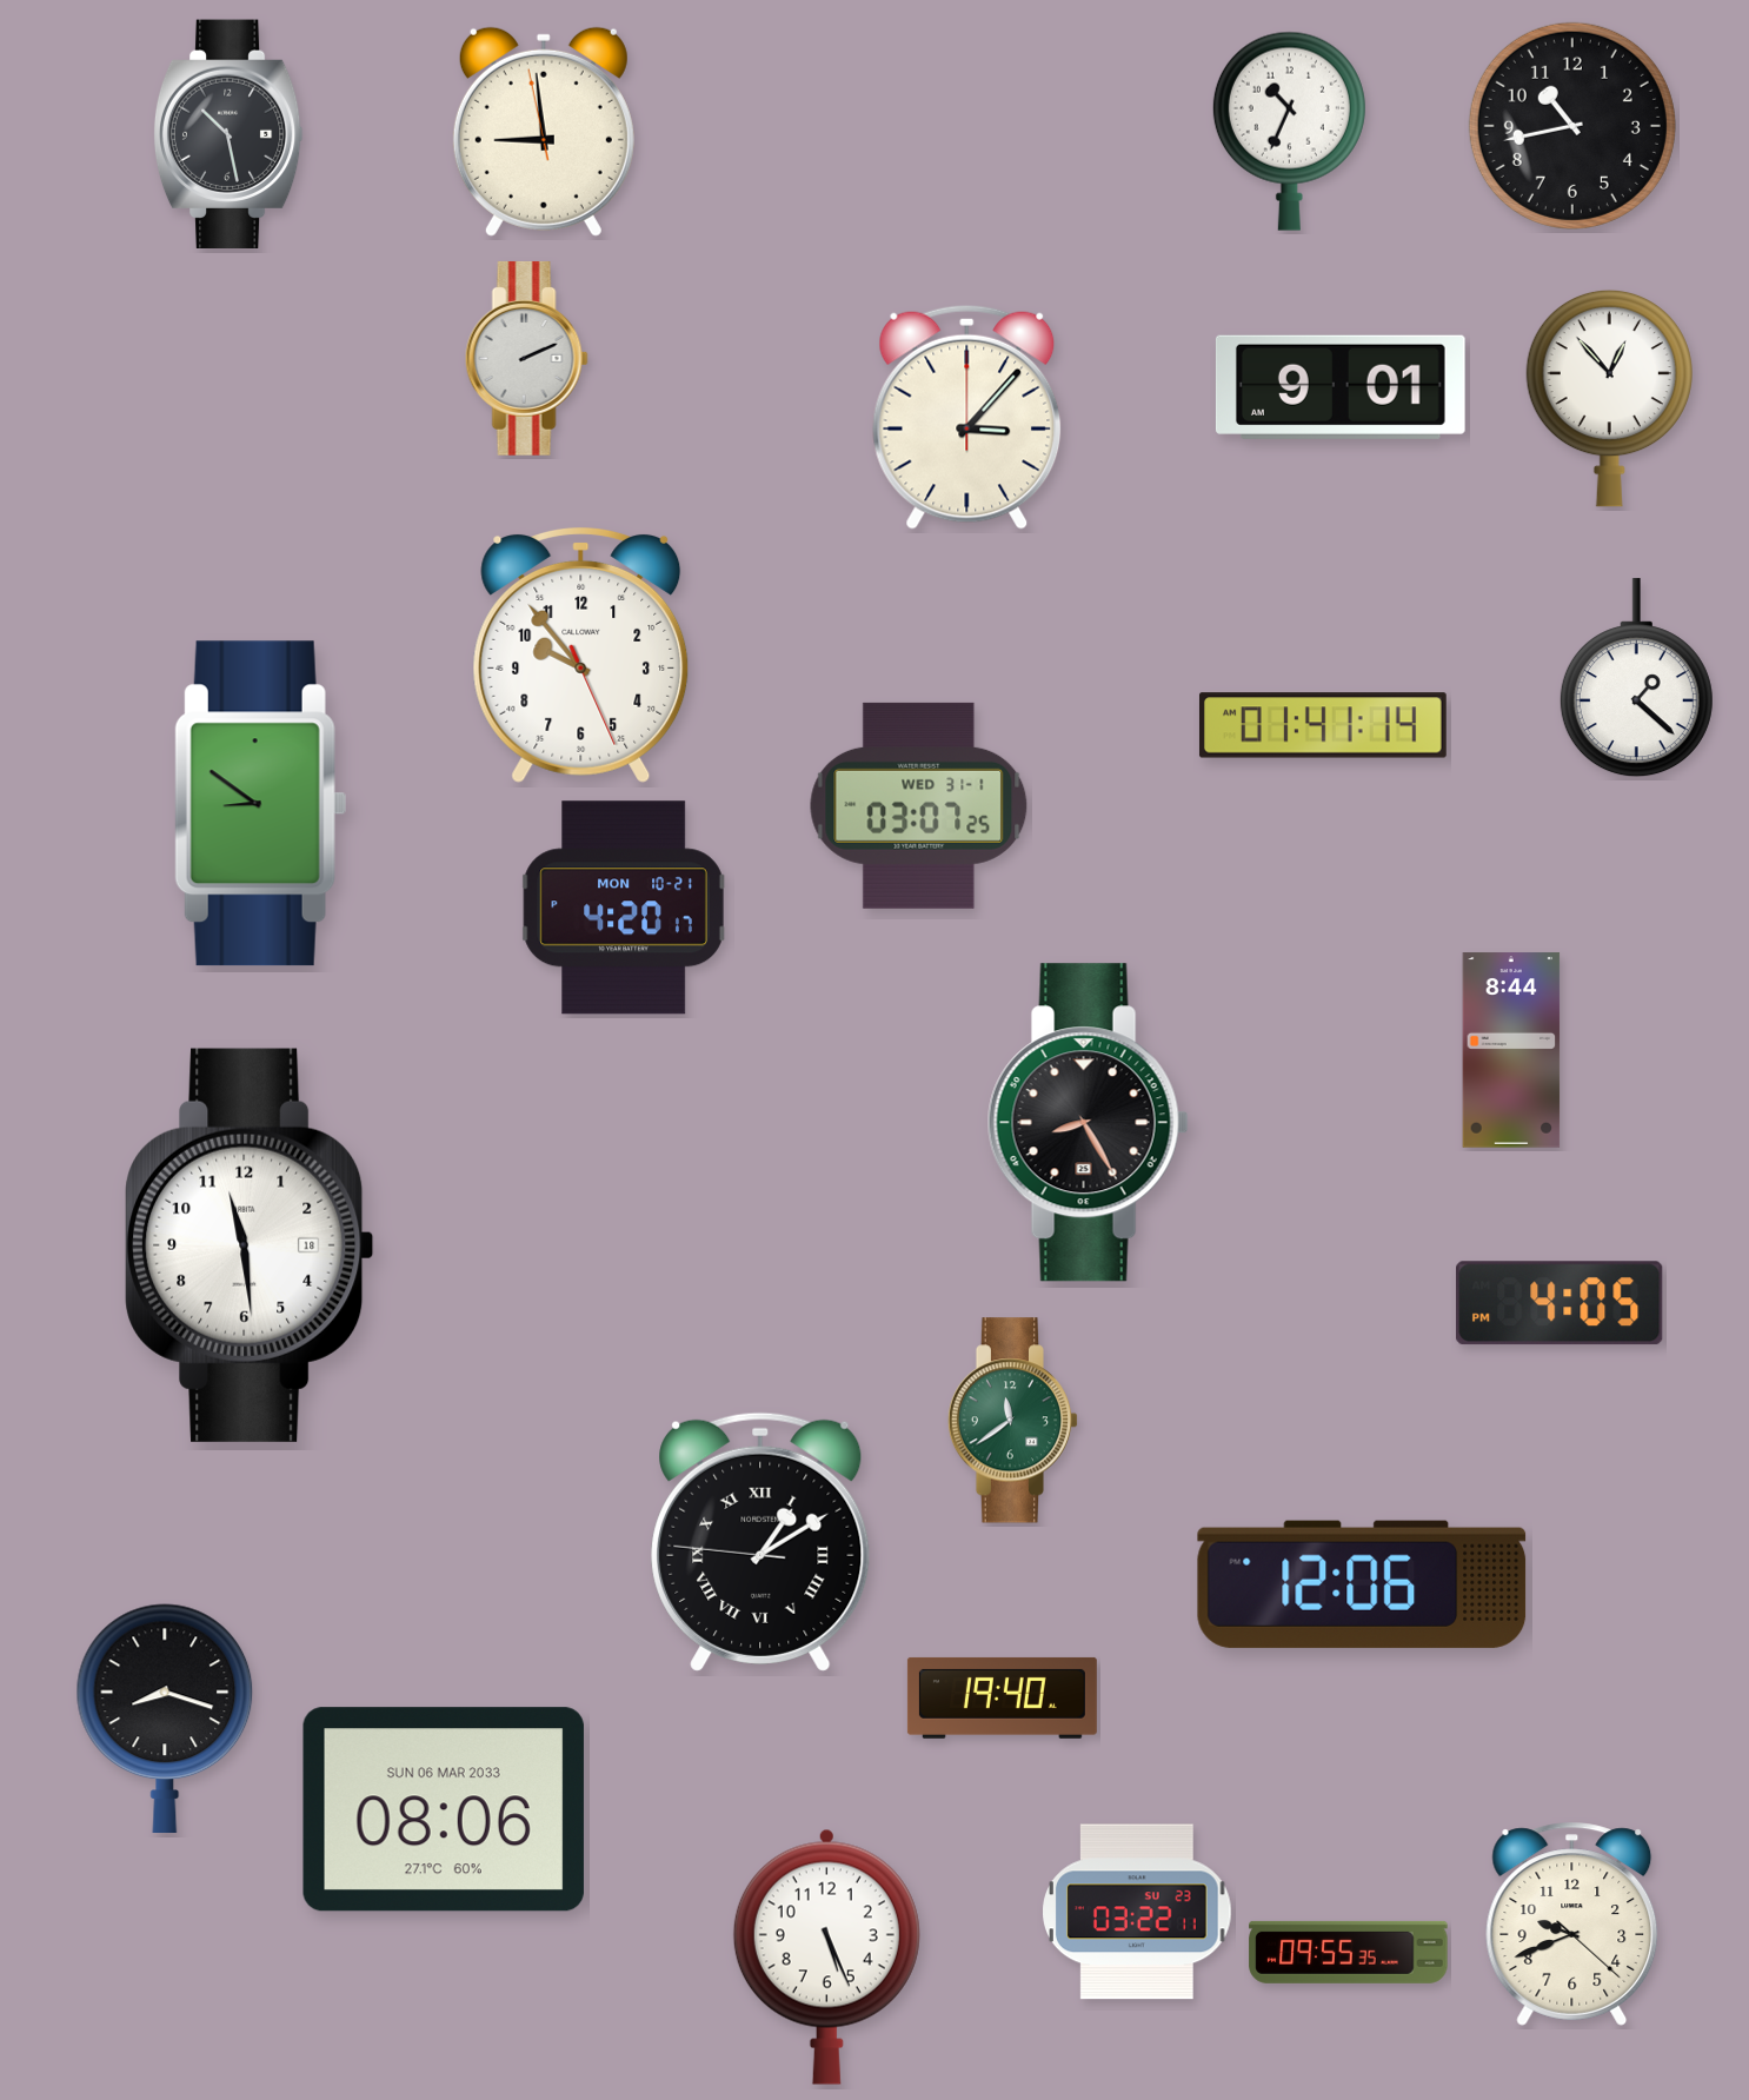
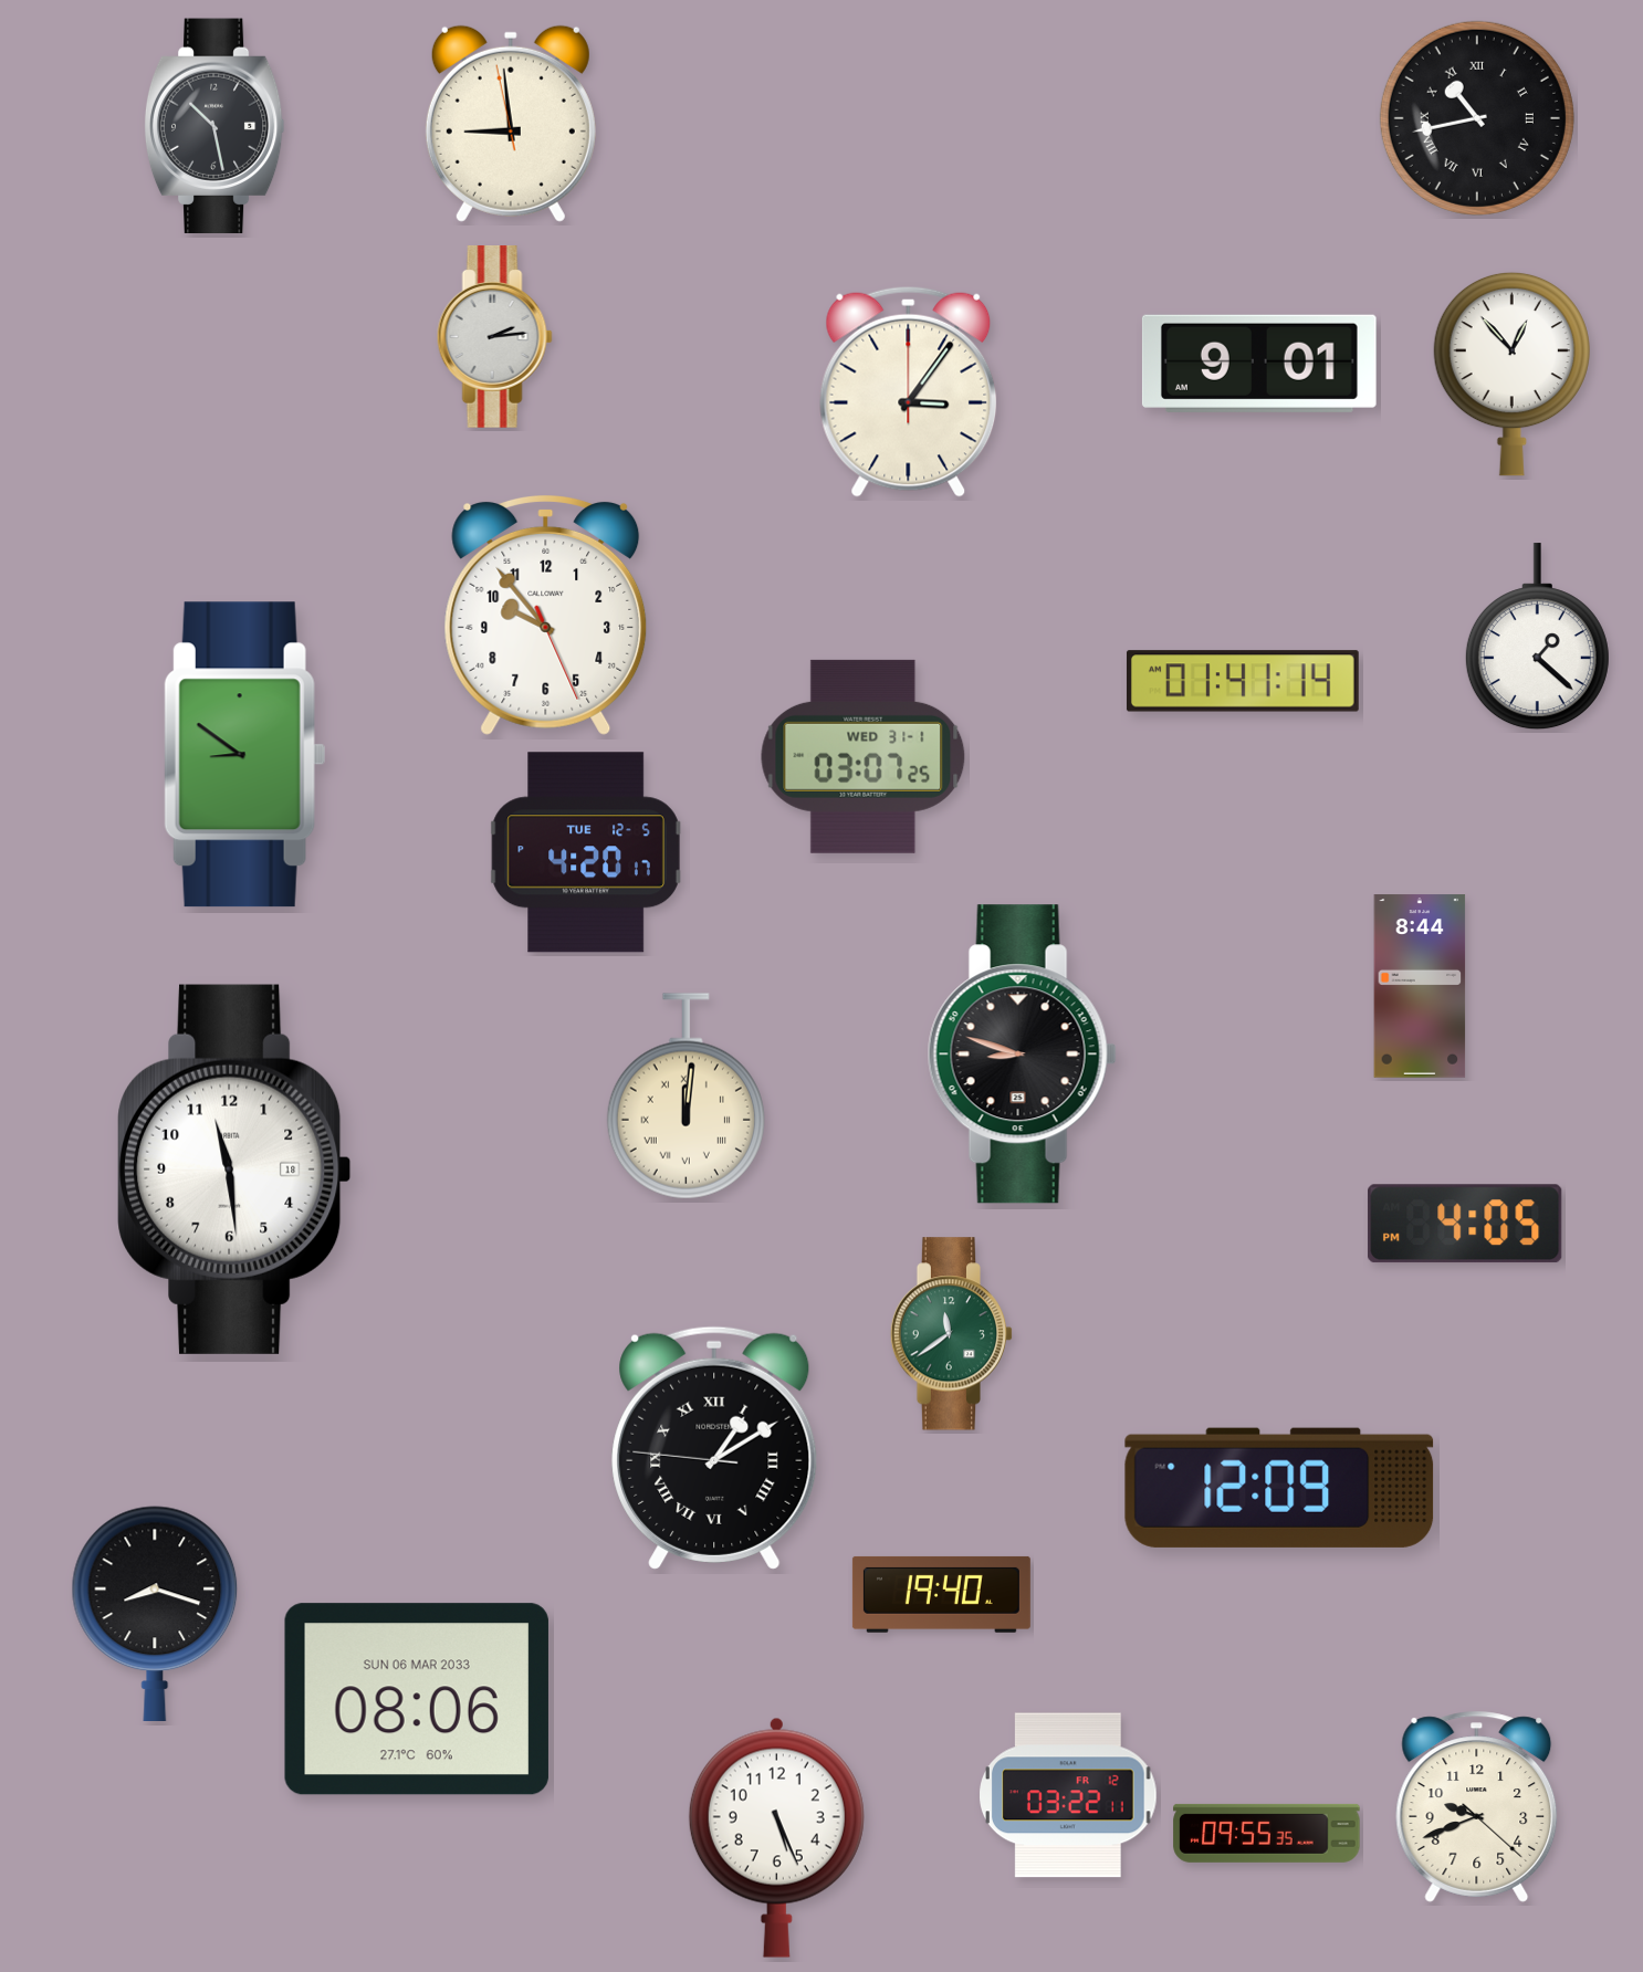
clock at (1572, 126) numerals: Arabic -> Roman
clock at (1289, 131): 10:34 -> none
clock at (526, 358): 2:11 -> 2:14
clock at (967, 417): 3:07 -> 3:06
clock at (624, 908) date: MON 10-21 -> TUE 12-5
clock at (1088, 1123): 8:25 -> 8:48
clock at (686, 1097): none -> 12:01
clock at (1362, 1584): 12:06 -> 12:09
clock at (1137, 1912) date: SU 23 -> FR 12
